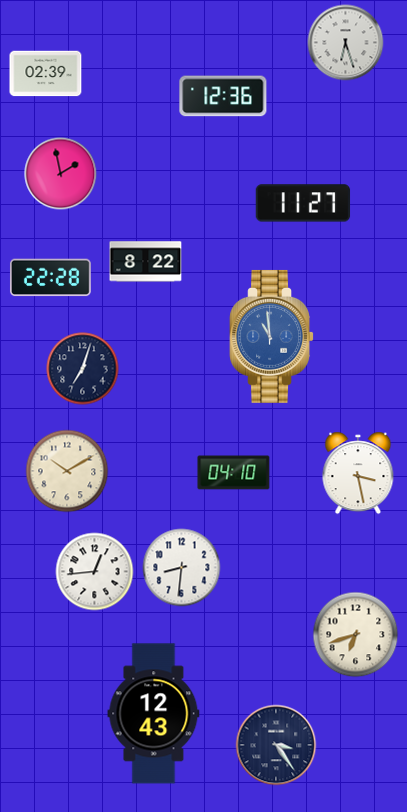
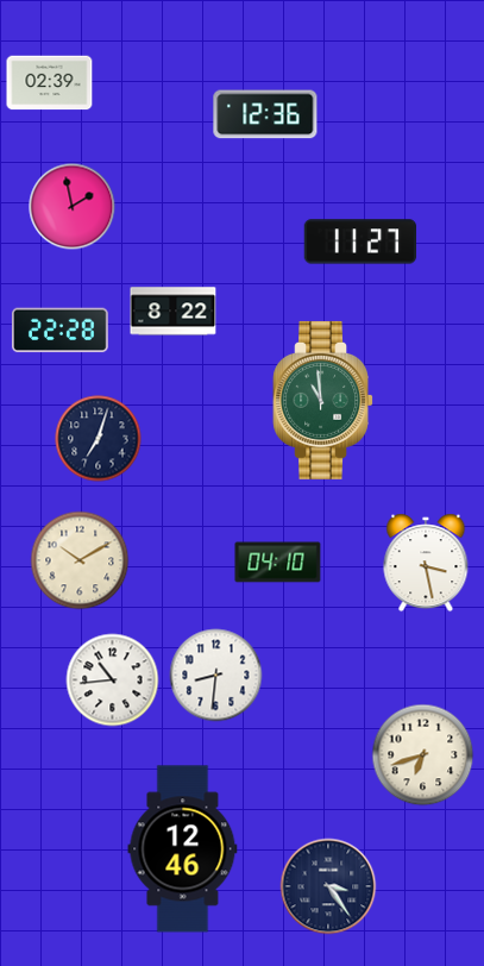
clock at (346, 43): 6:27 -> none
clock at (46, 74) position: (46, 74) -> (50, 83)
clock at (272, 336) dial: blue -> green
clock at (95, 572): 12:44 -> 10:44
clock at (154, 714): 12:43 -> 12:46
